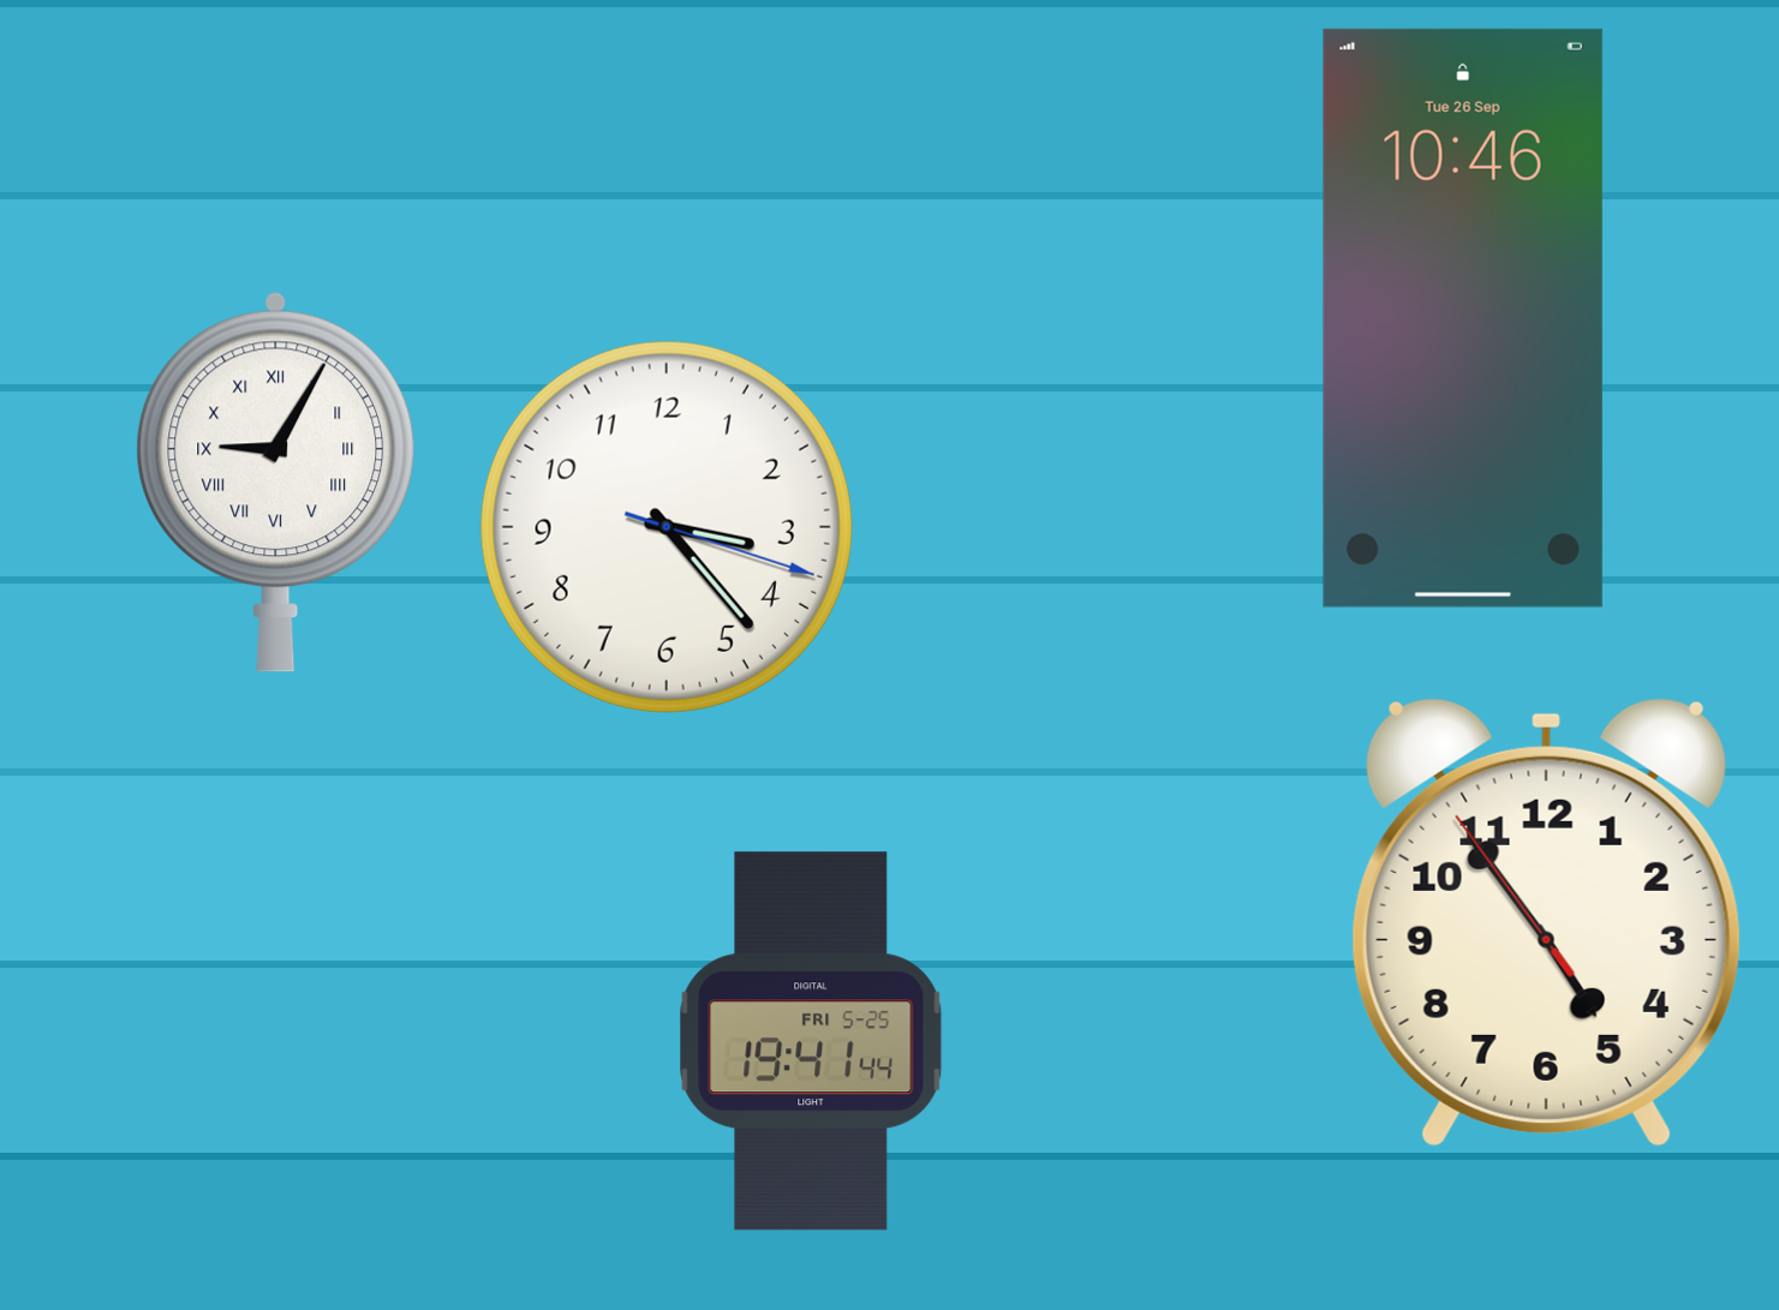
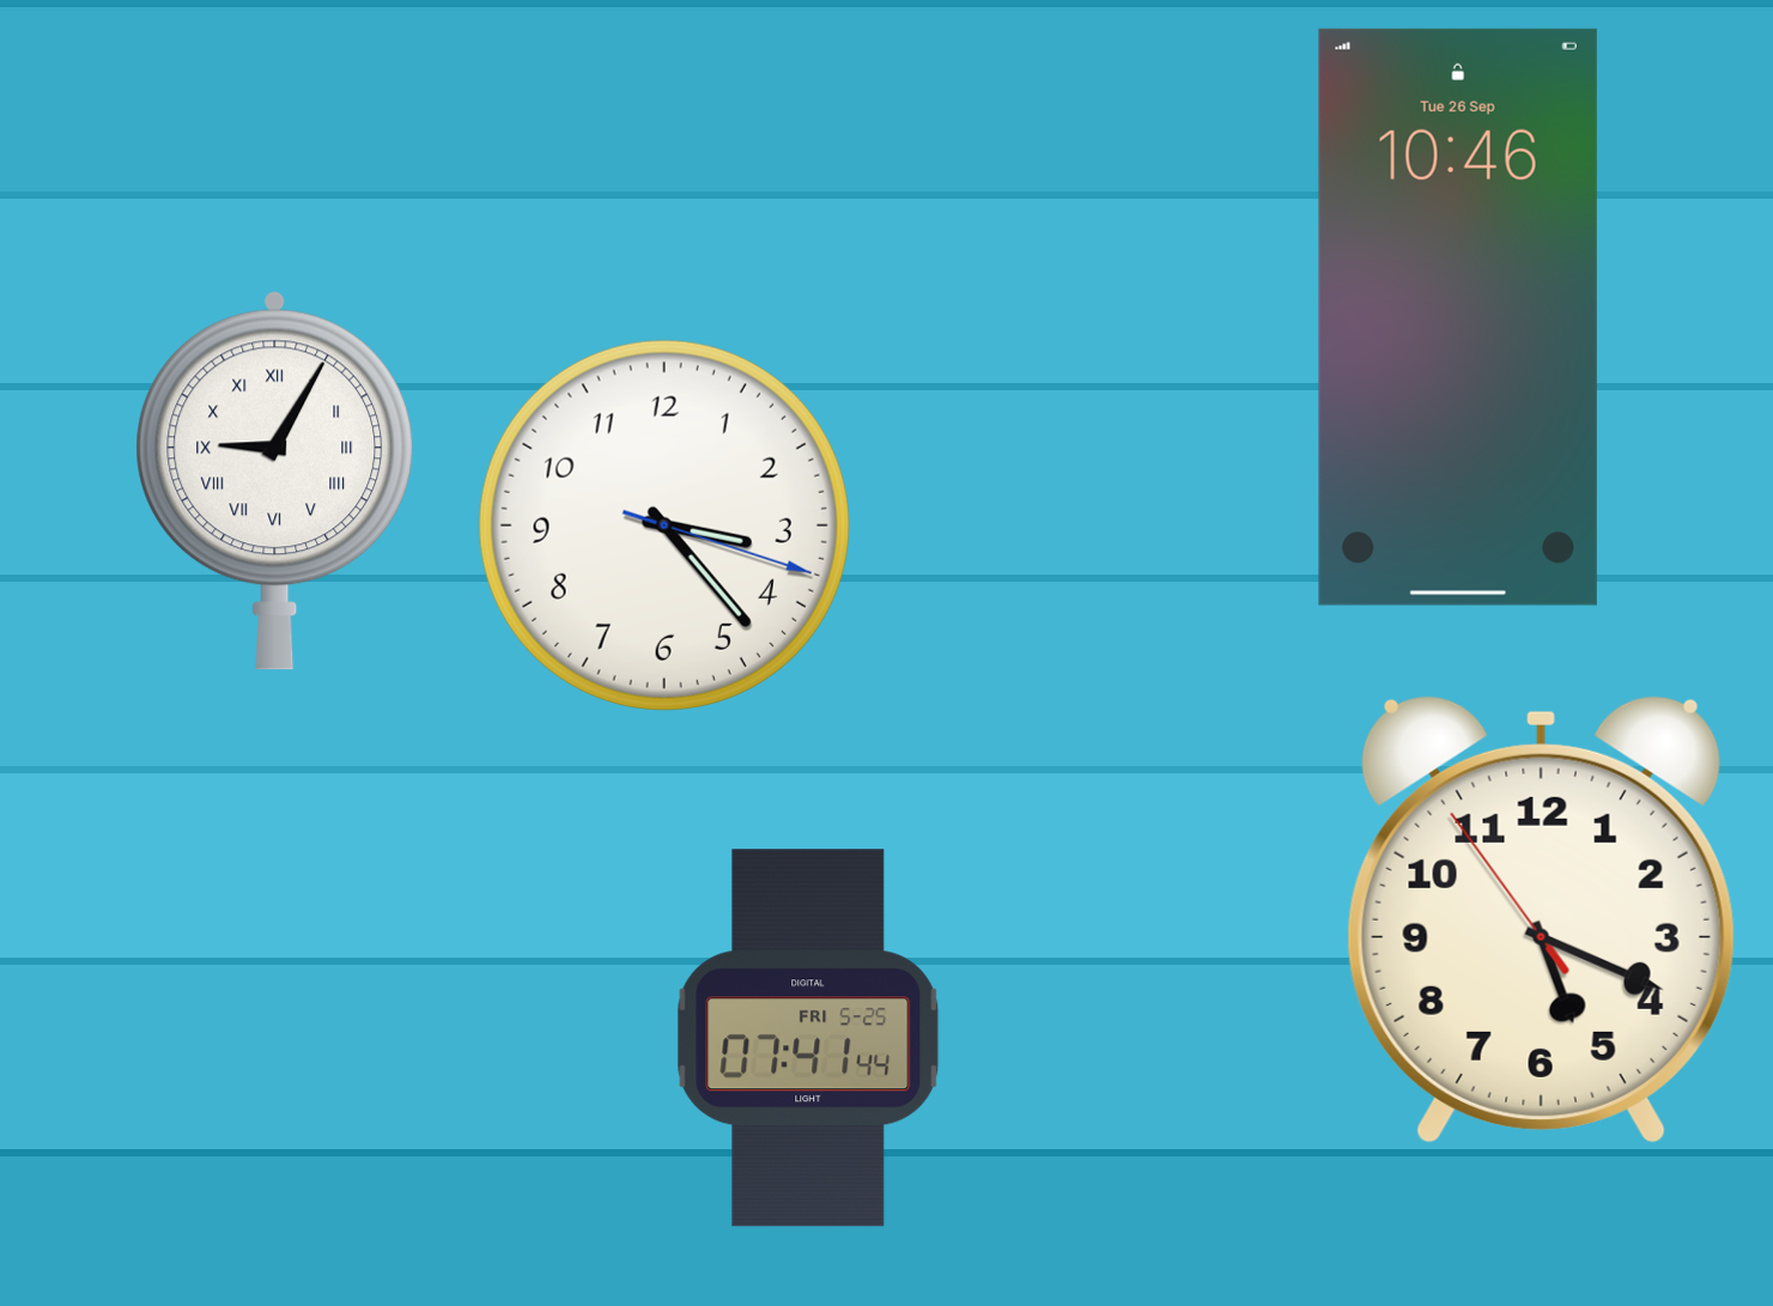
clock at (1546, 922): 4:53 -> 5:18
clock at (811, 1041): 19:41 -> 07:41
